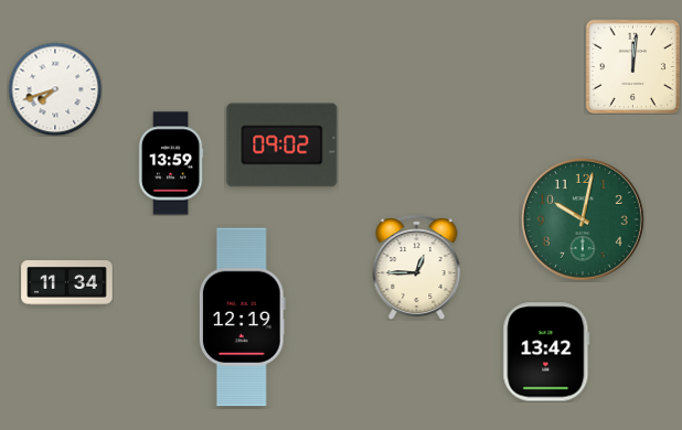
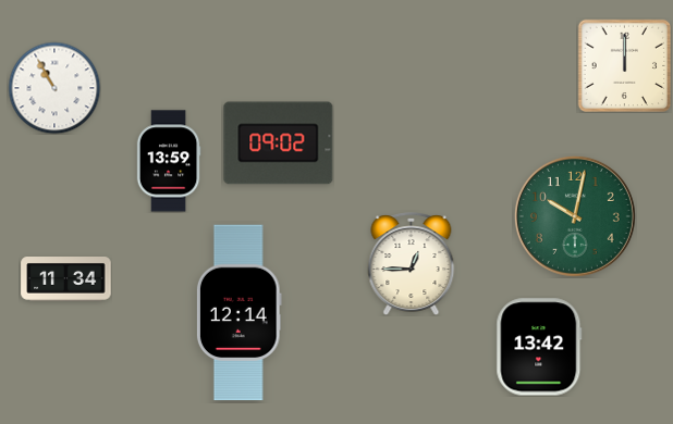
clock at (632, 66): 12:01 -> 12:00
clock at (55, 89): 7:42 -> 10:55
clock at (242, 318): 12:19 -> 12:14
